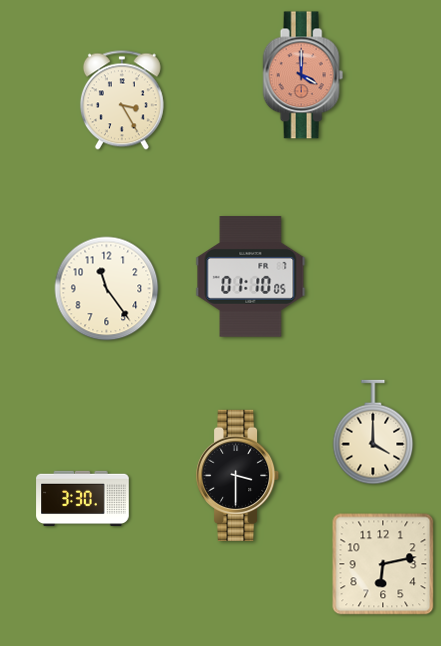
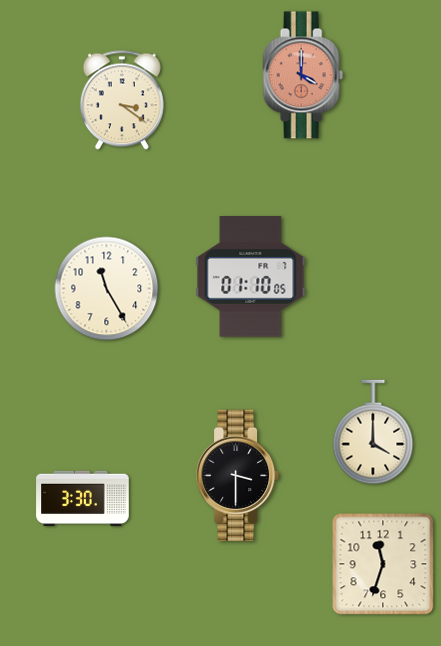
clock at (122, 100): 3:25 -> 3:21
clock at (107, 289): 11:24 -> 11:25
clock at (383, 564): 6:13 -> 11:33
